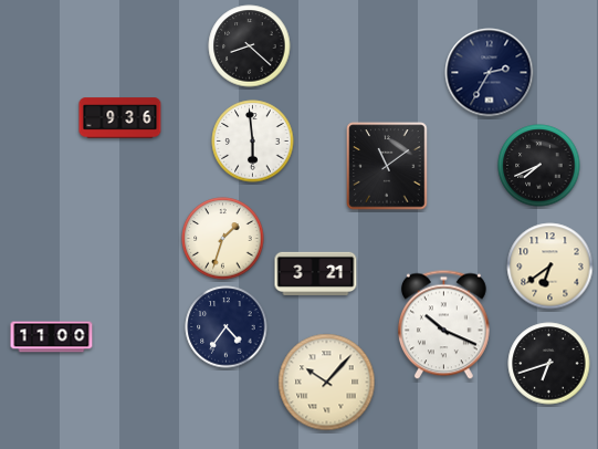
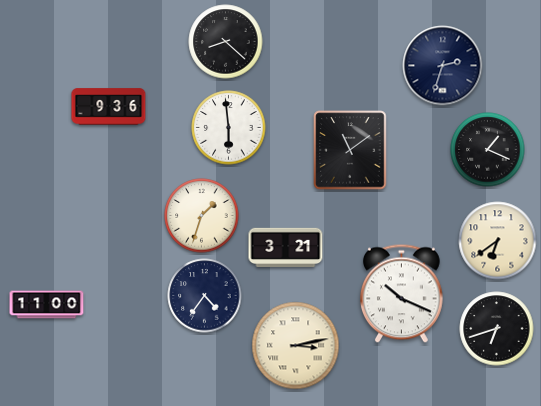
clock at (490, 73): 2:35 -> 2:33
clock at (539, 166): 7:41 -> 1:19
clock at (327, 383): 10:07 -> 3:13
